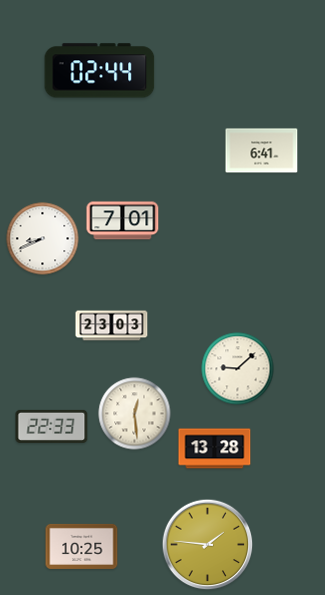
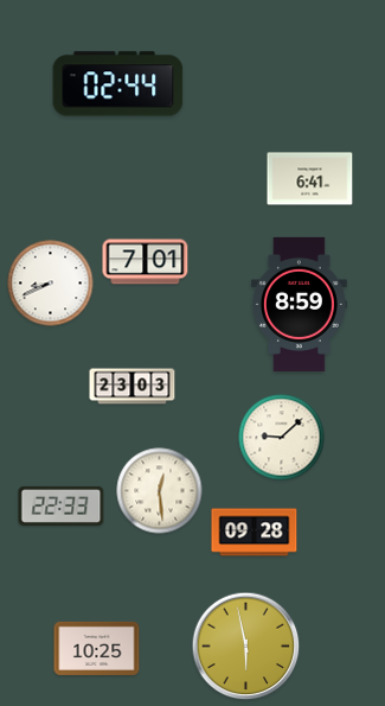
clock at (299, 304): none -> 8:59
clock at (215, 449): 13:28 -> 09:28
clock at (208, 545): 1:46 -> 5:58
